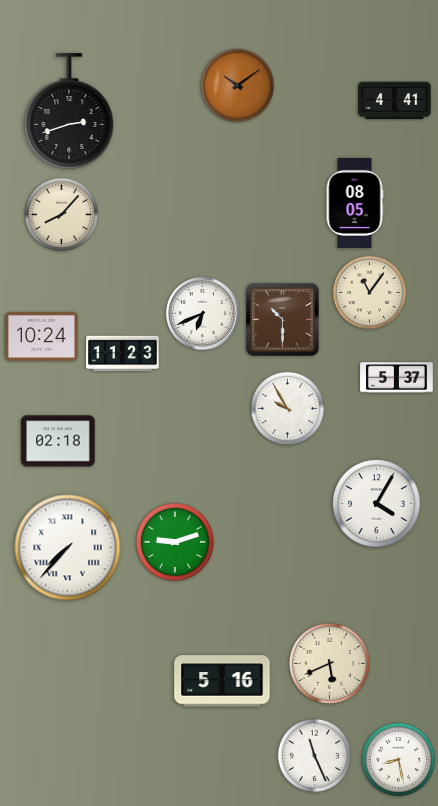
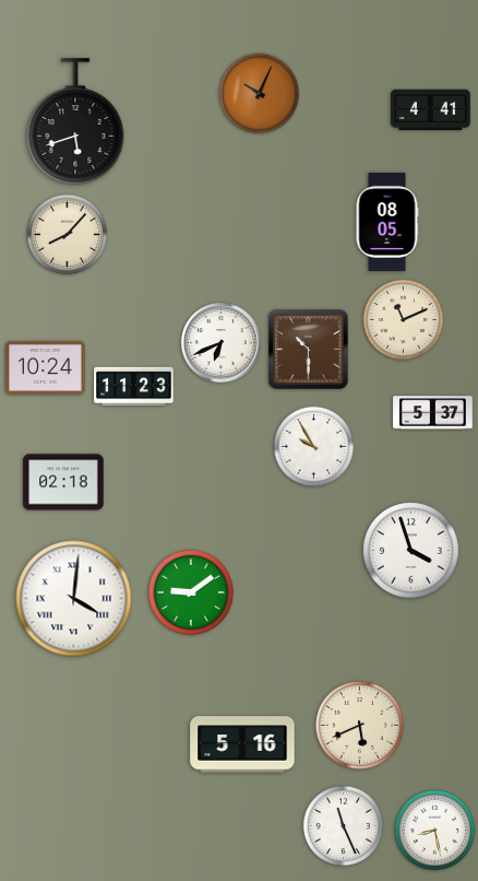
clock at (238, 86): 10:09 -> 10:04
clock at (69, 111): 2:42 -> 5:42
clock at (370, 293): 11:06 -> 11:11
clock at (377, 504): 4:05 -> 3:57
clock at (175, 542): 9:12 -> 9:09
clock at (68, 548): 7:37 -> 4:01
